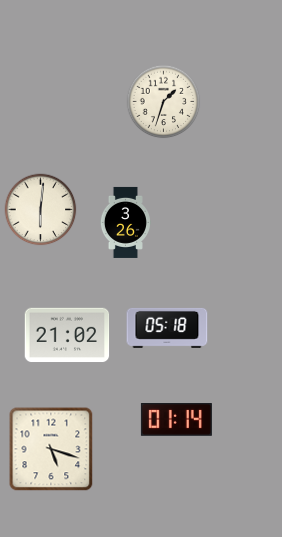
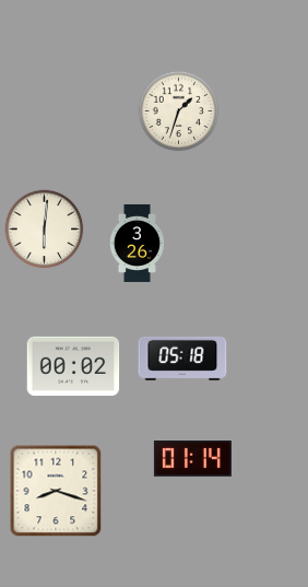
clock at (67, 335): 21:02 -> 00:02
clock at (51, 449): 5:18 -> 8:18
